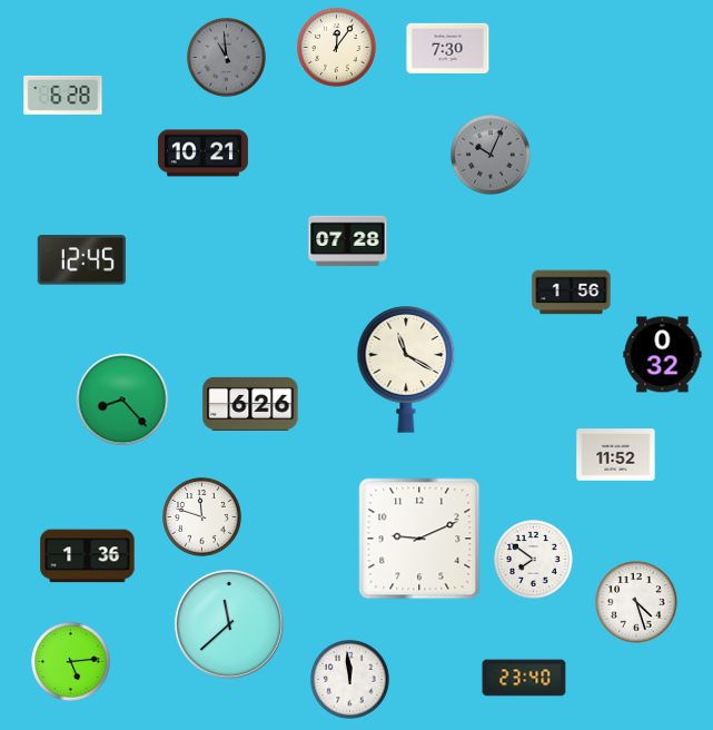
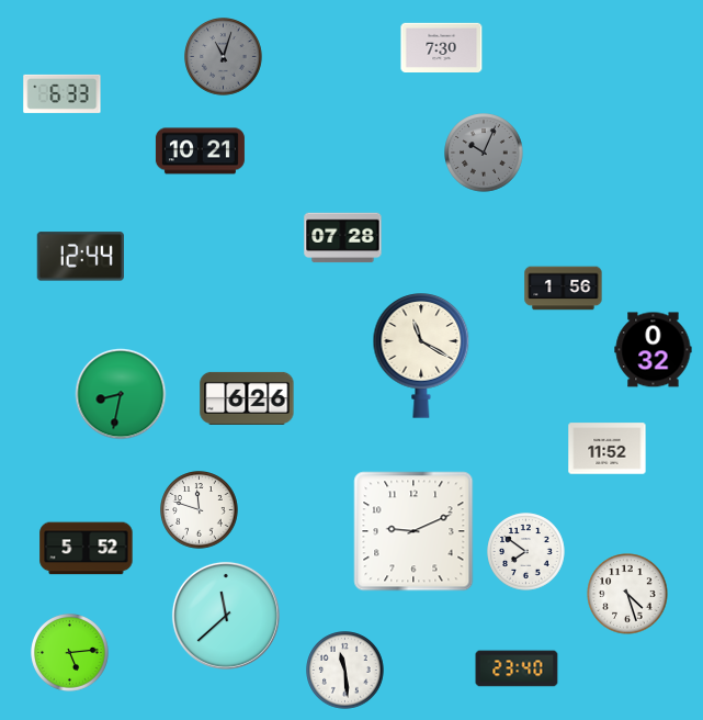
clock at (337, 48): 12:06 -> none
clock at (227, 58): 10:59 -> 11:03
clock at (63, 95): 6:28 -> 6:33
clock at (81, 260): 12:45 -> 12:44
clock at (406, 369) position: (406, 369) -> (421, 356)
clock at (122, 399): 8:23 -> 8:32
clock at (88, 556): 1:36 -> 5:52
clock at (350, 680): 11:59 -> 11:29
